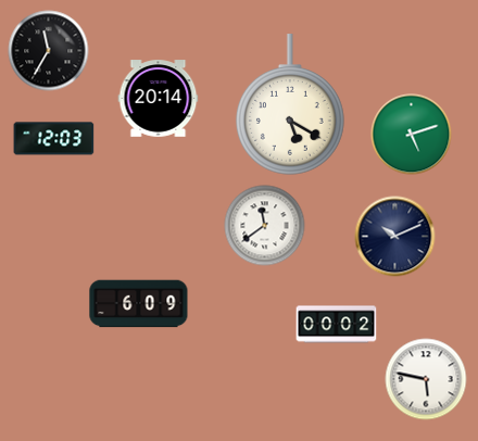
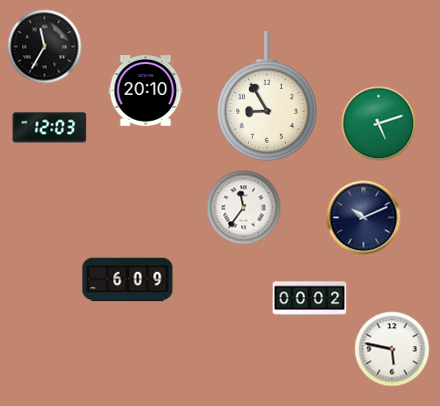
clock at (159, 99): 20:14 -> 20:10
clock at (290, 104): 5:20 -> 8:55
clock at (265, 226): 11:39 -> 11:36
